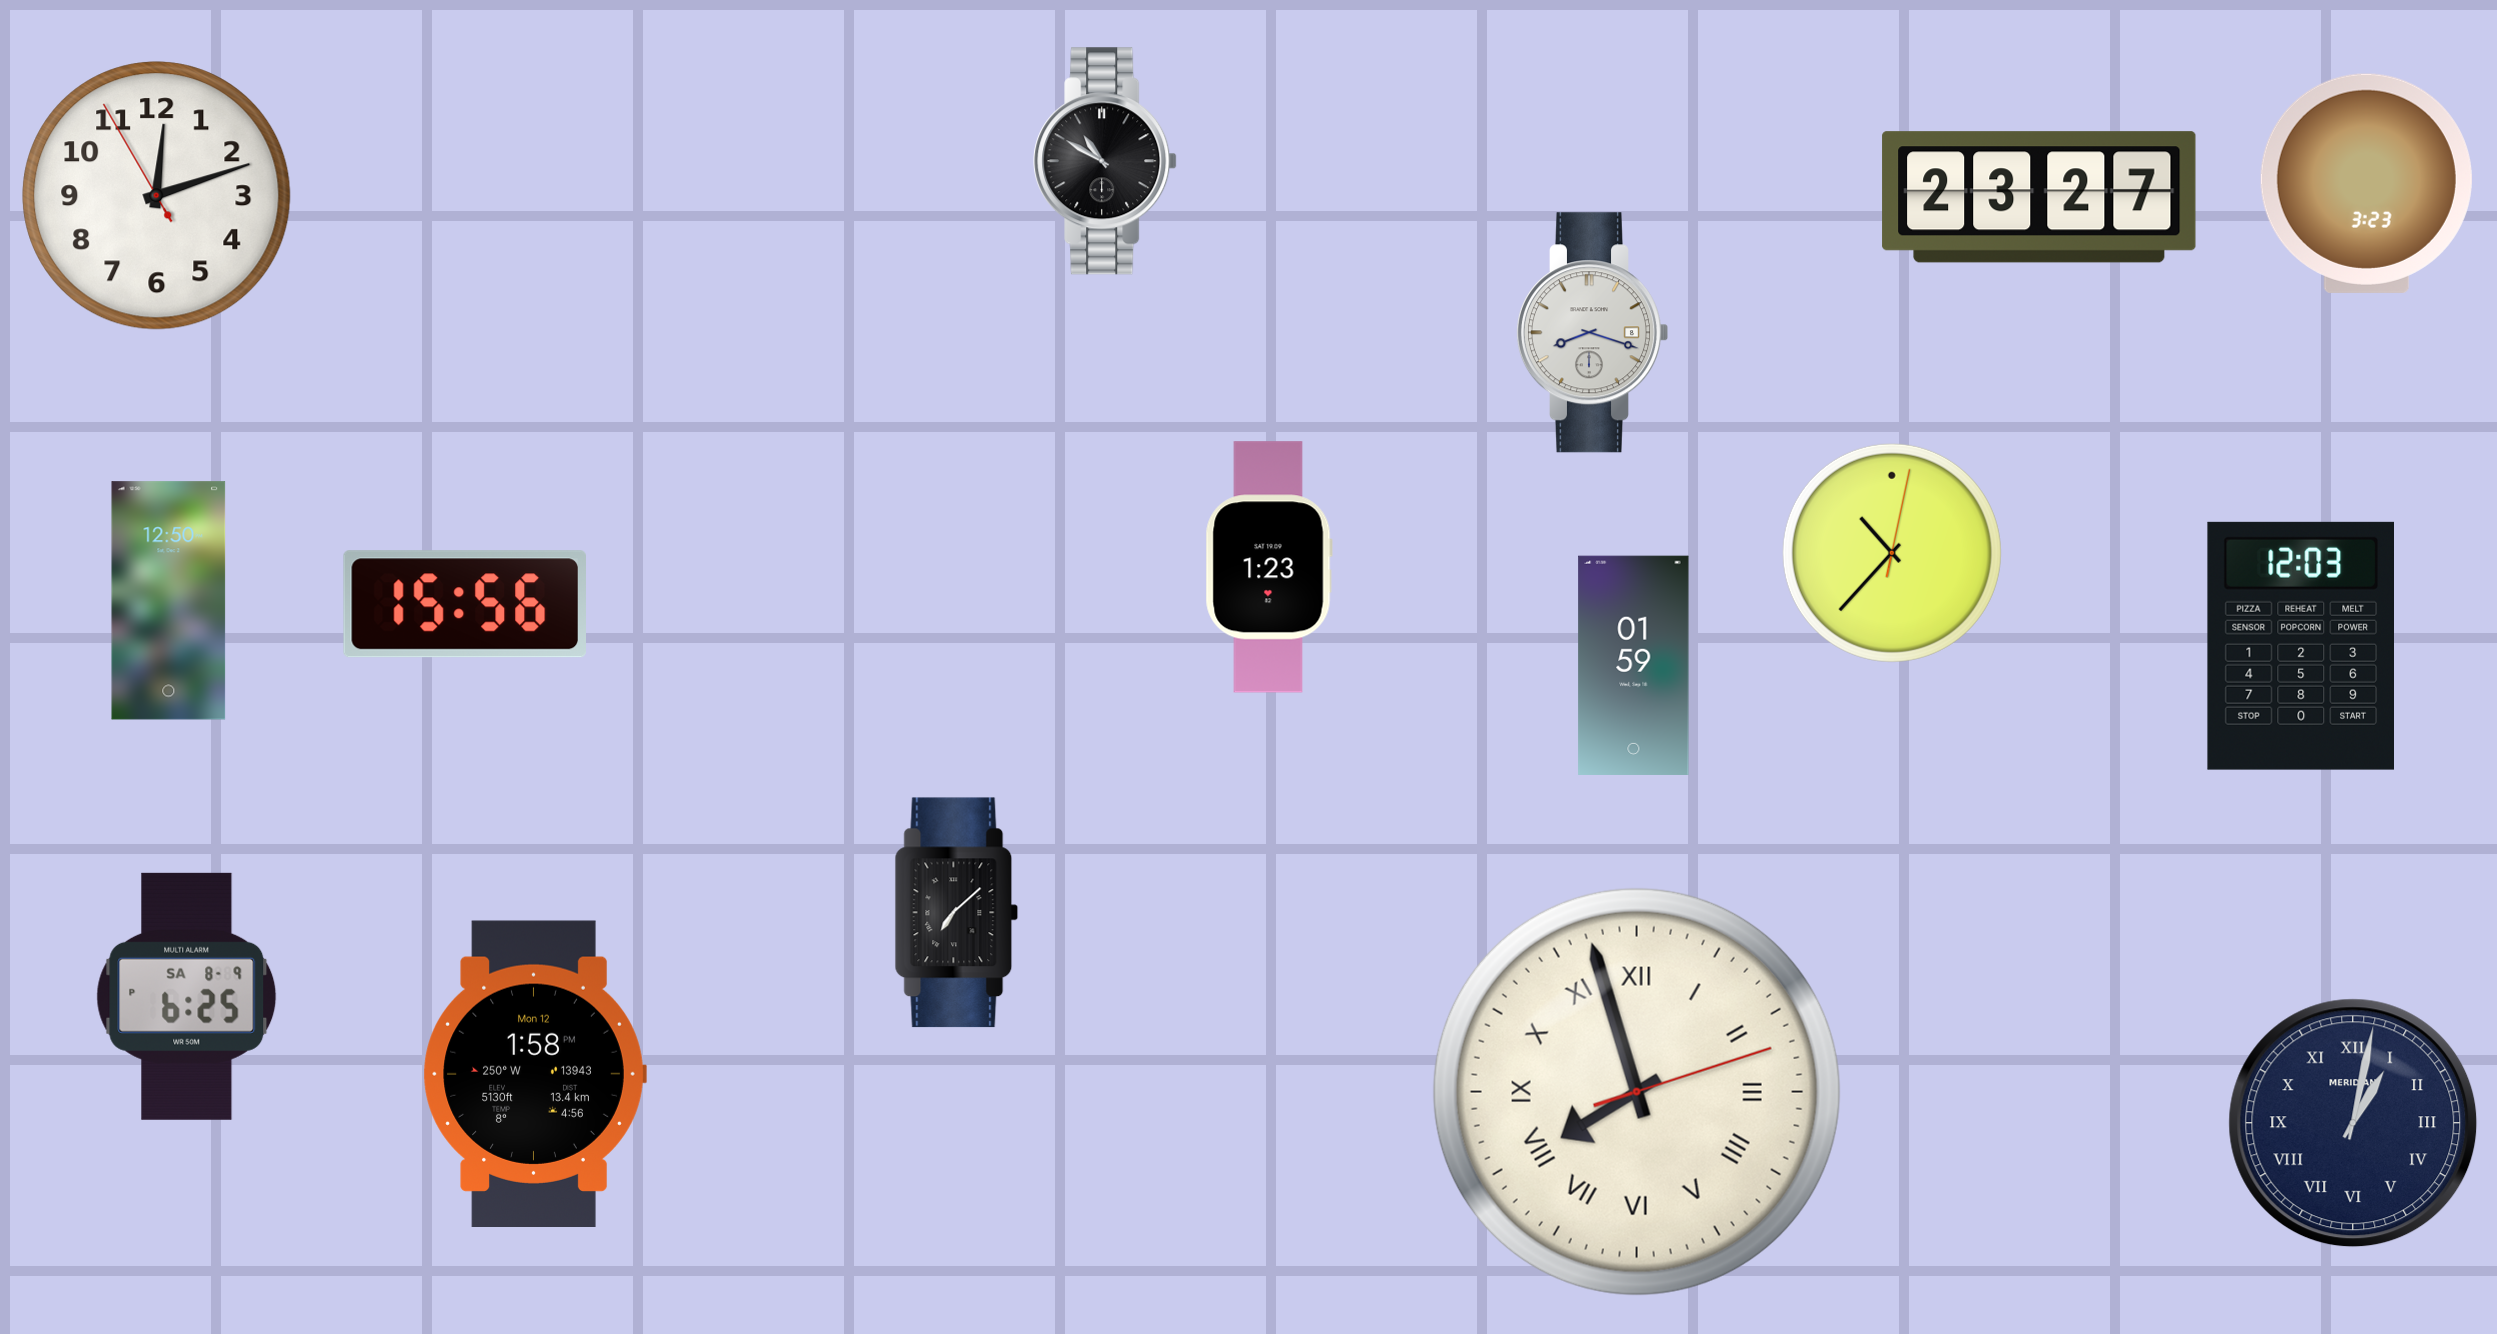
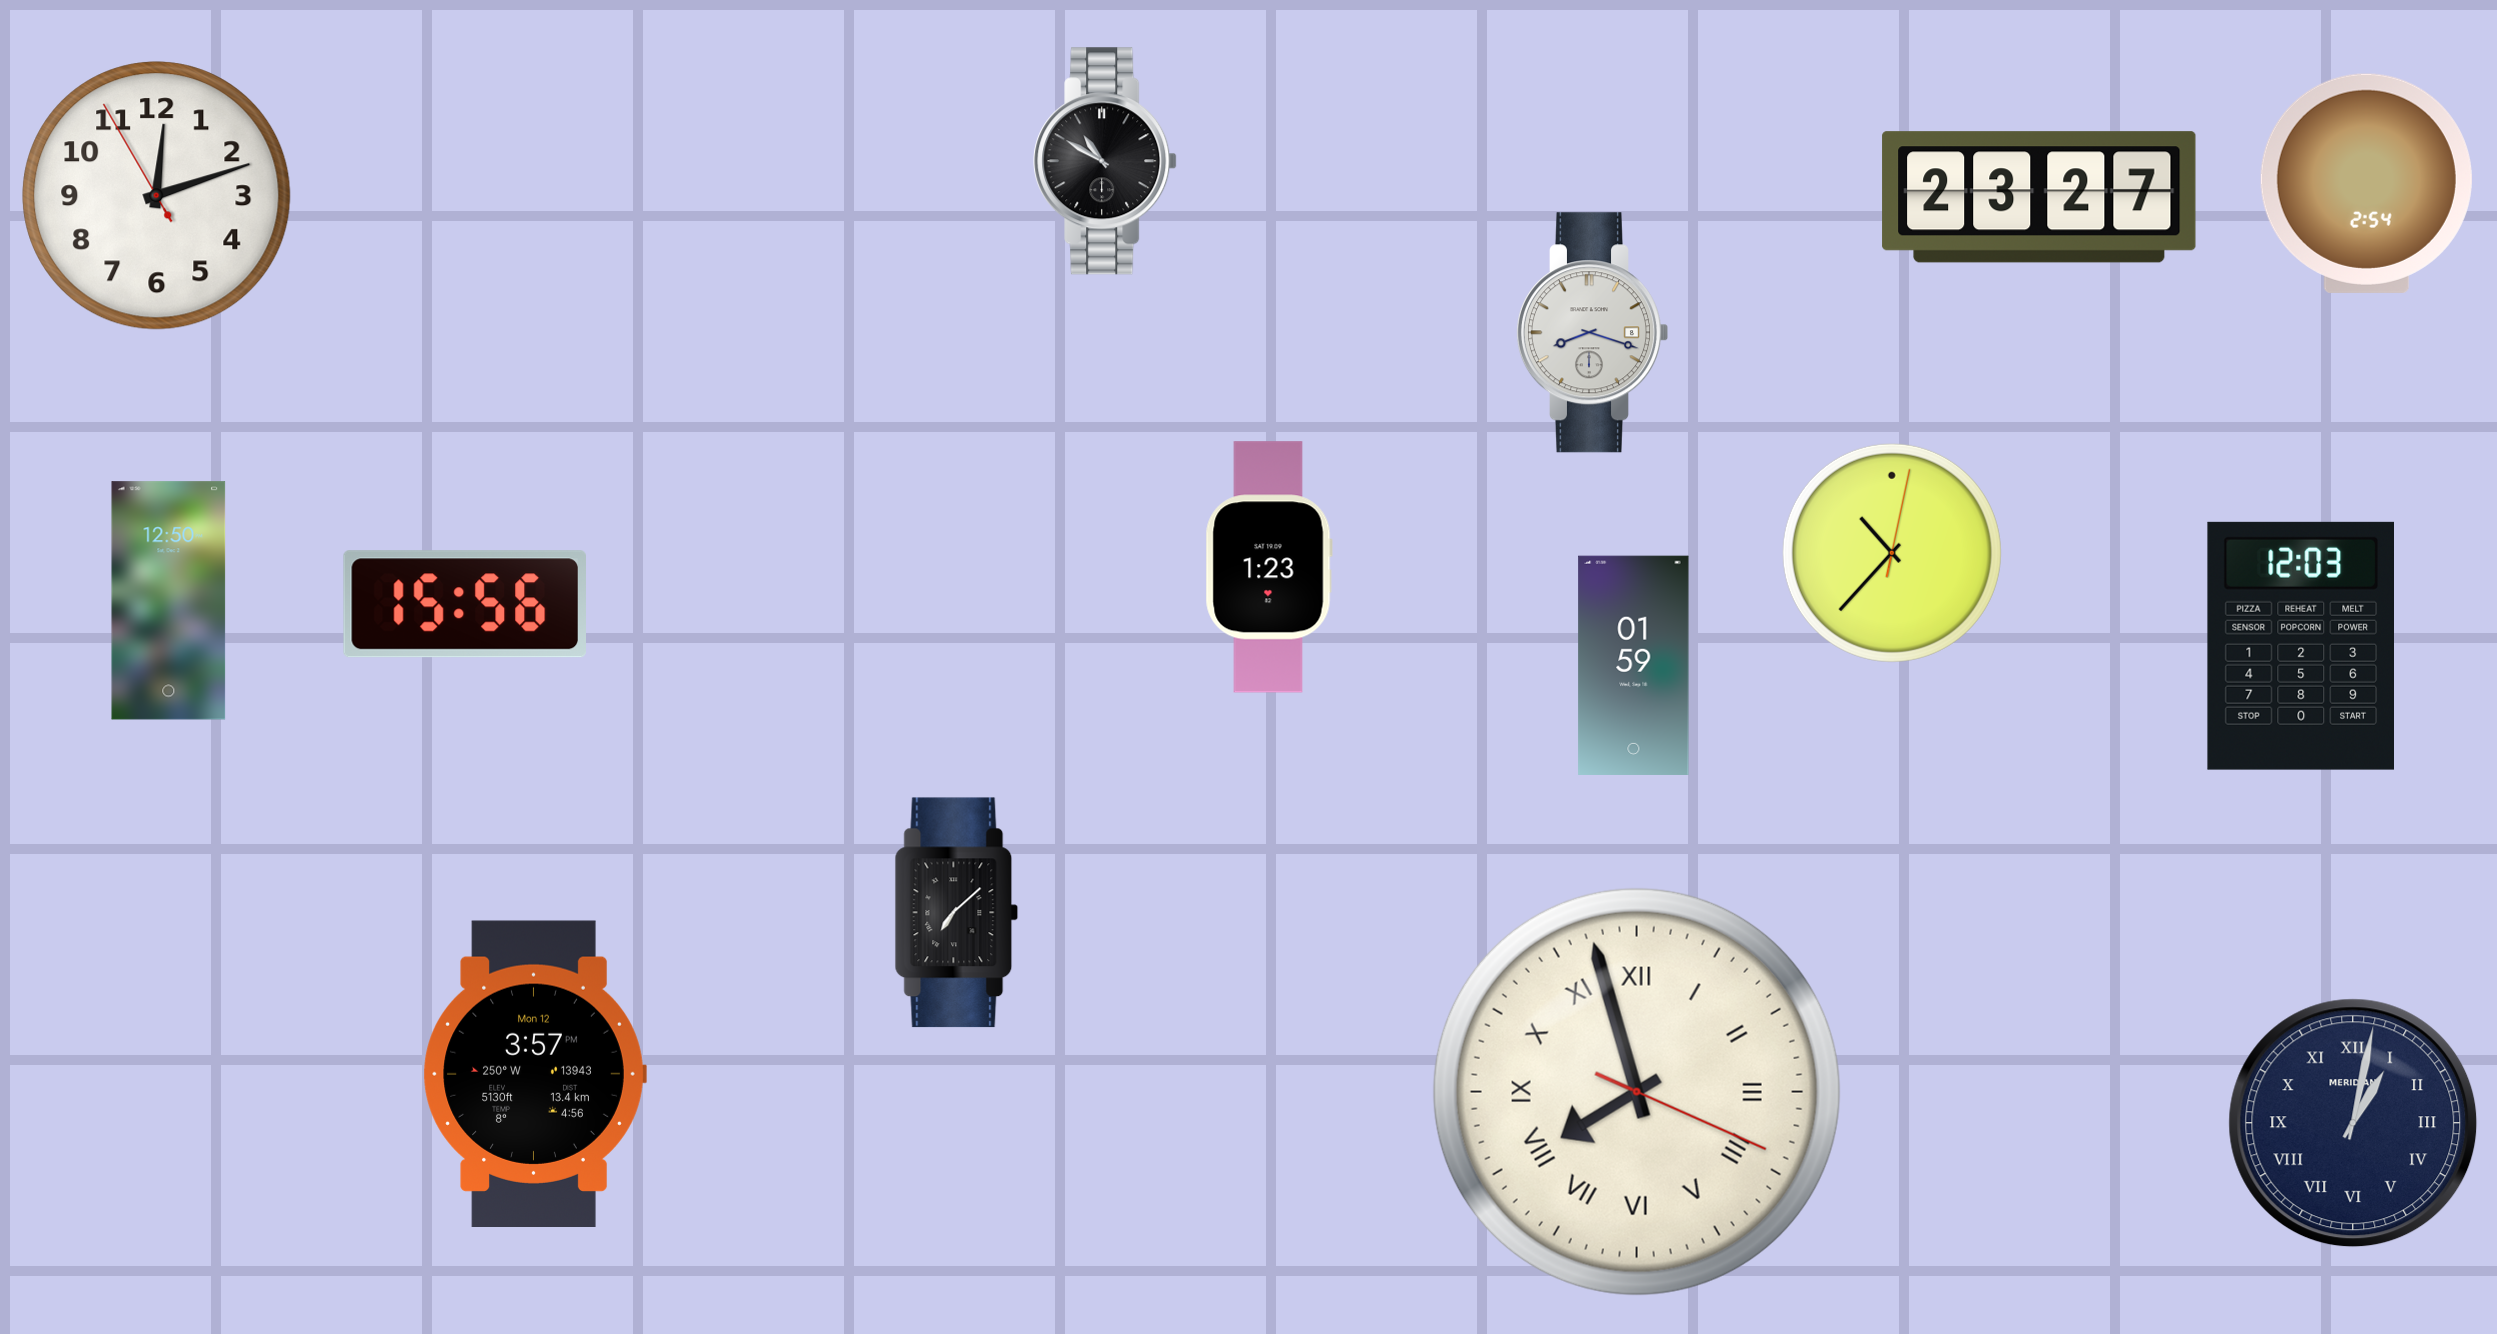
clock at (2366, 183): 3:23 -> 2:54
clock at (187, 996): 6:25 -> none
clock at (535, 1073): 1:58 -> 3:57
clock at (1637, 1092): 7:57:12 -> 7:57:19
